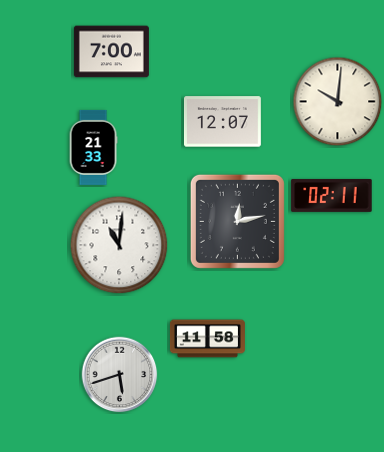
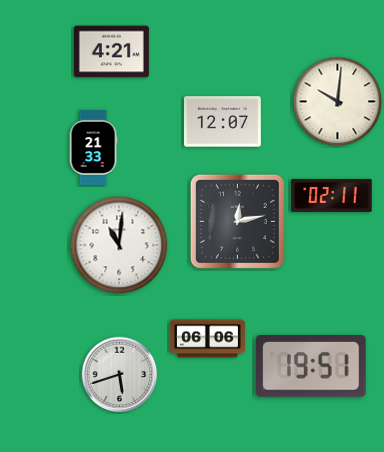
clock at (111, 52): 7:00 -> 4:21
clock at (207, 339): 11:58 -> 06:06
clock at (312, 367): none -> 19:51
